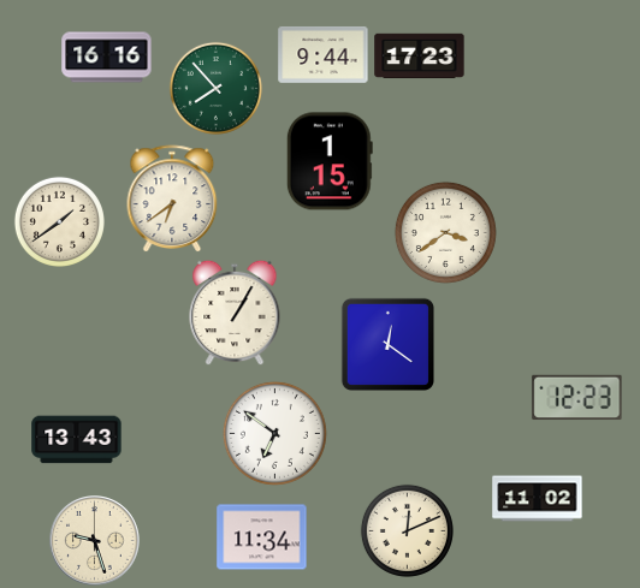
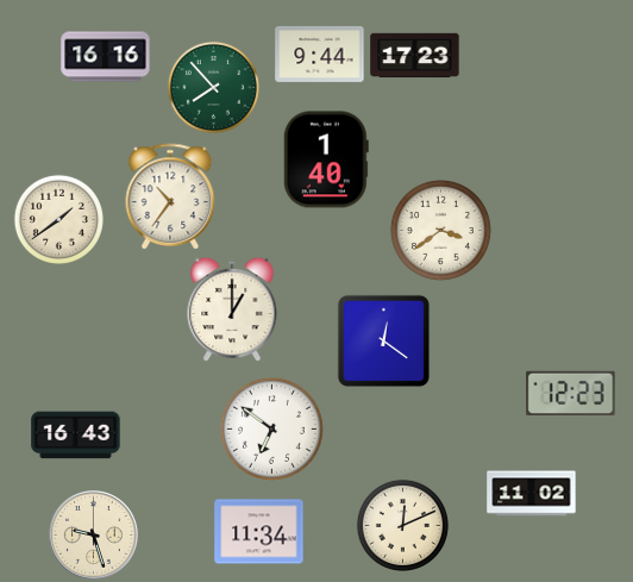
clock at (330, 161): 1:15 -> 1:40
clock at (172, 200): 6:39 -> 10:36
clock at (235, 313): 1:05 -> 1:00
clock at (77, 440): 13:43 -> 16:43
